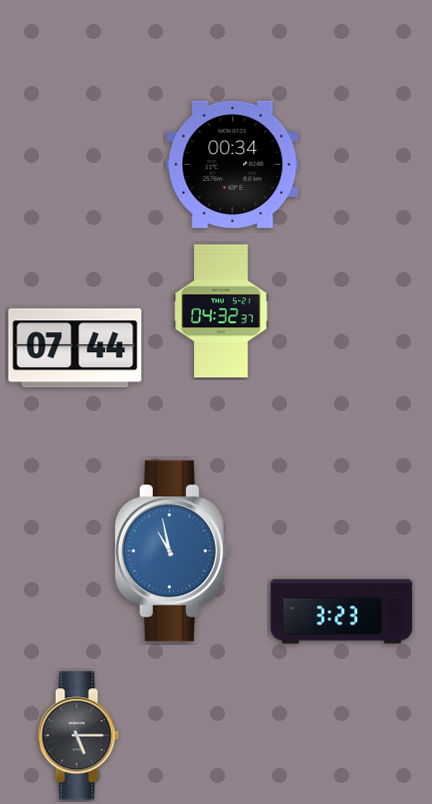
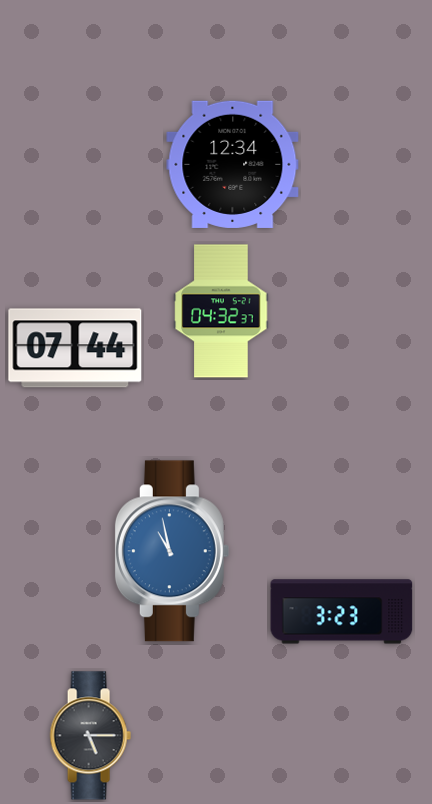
clock at (233, 164): 00:34 -> 12:34
clock at (78, 736) position: (78, 736) -> (90, 736)
